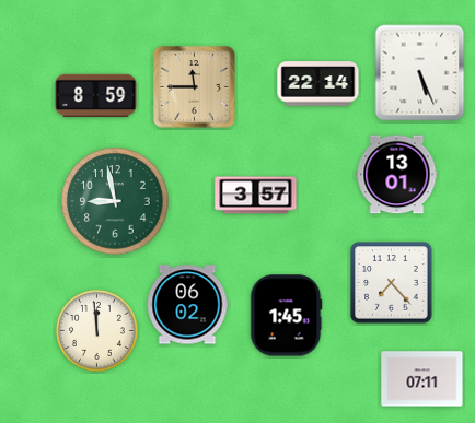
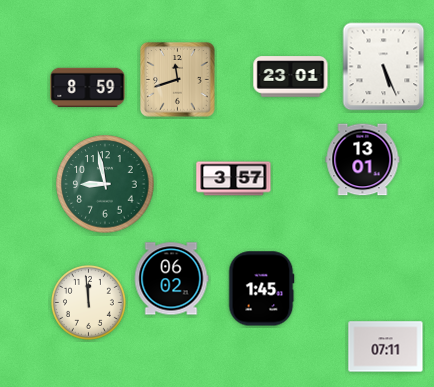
clock at (318, 84): 22:14 -> 23:01
clock at (195, 87): 11:45 -> 11:42
clock at (392, 283): 7:23 -> none
